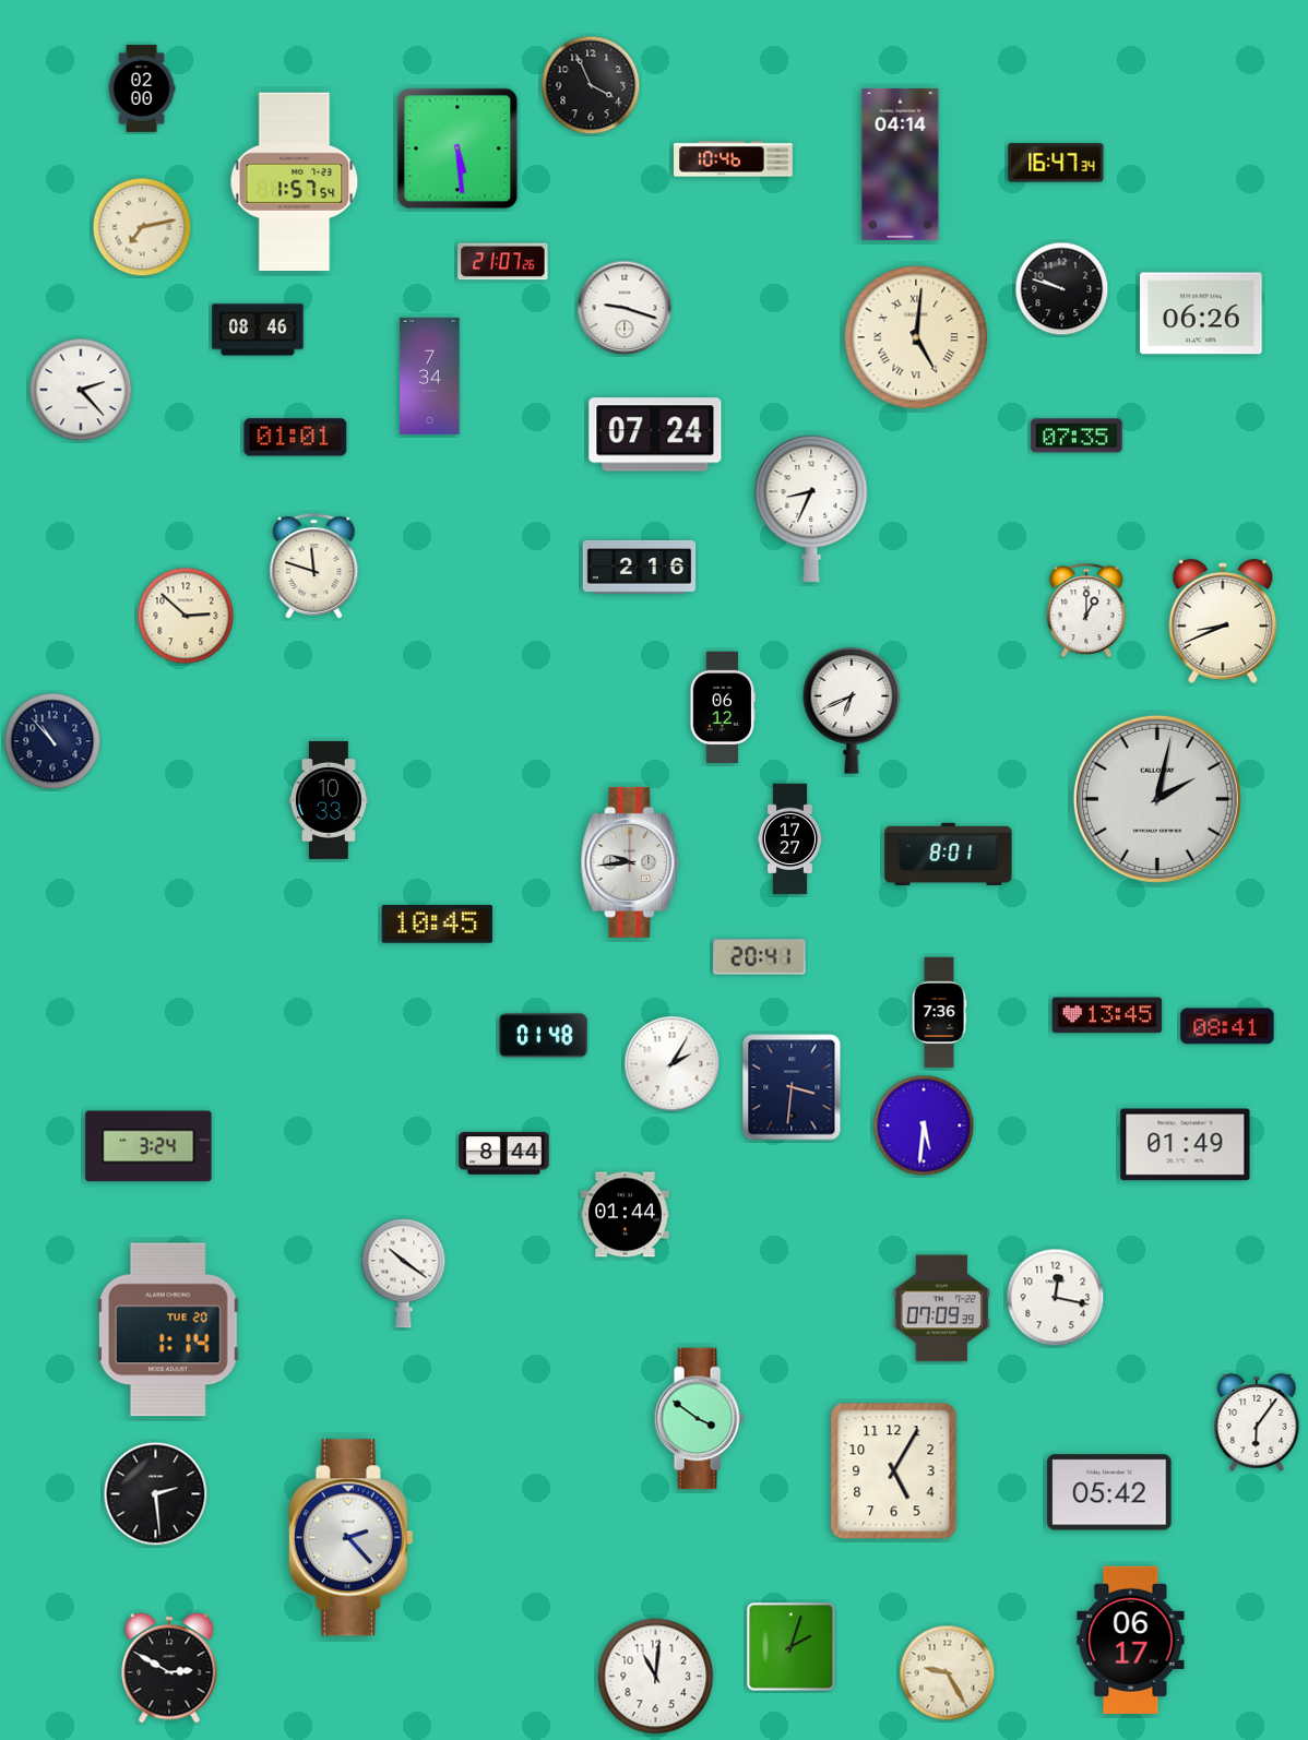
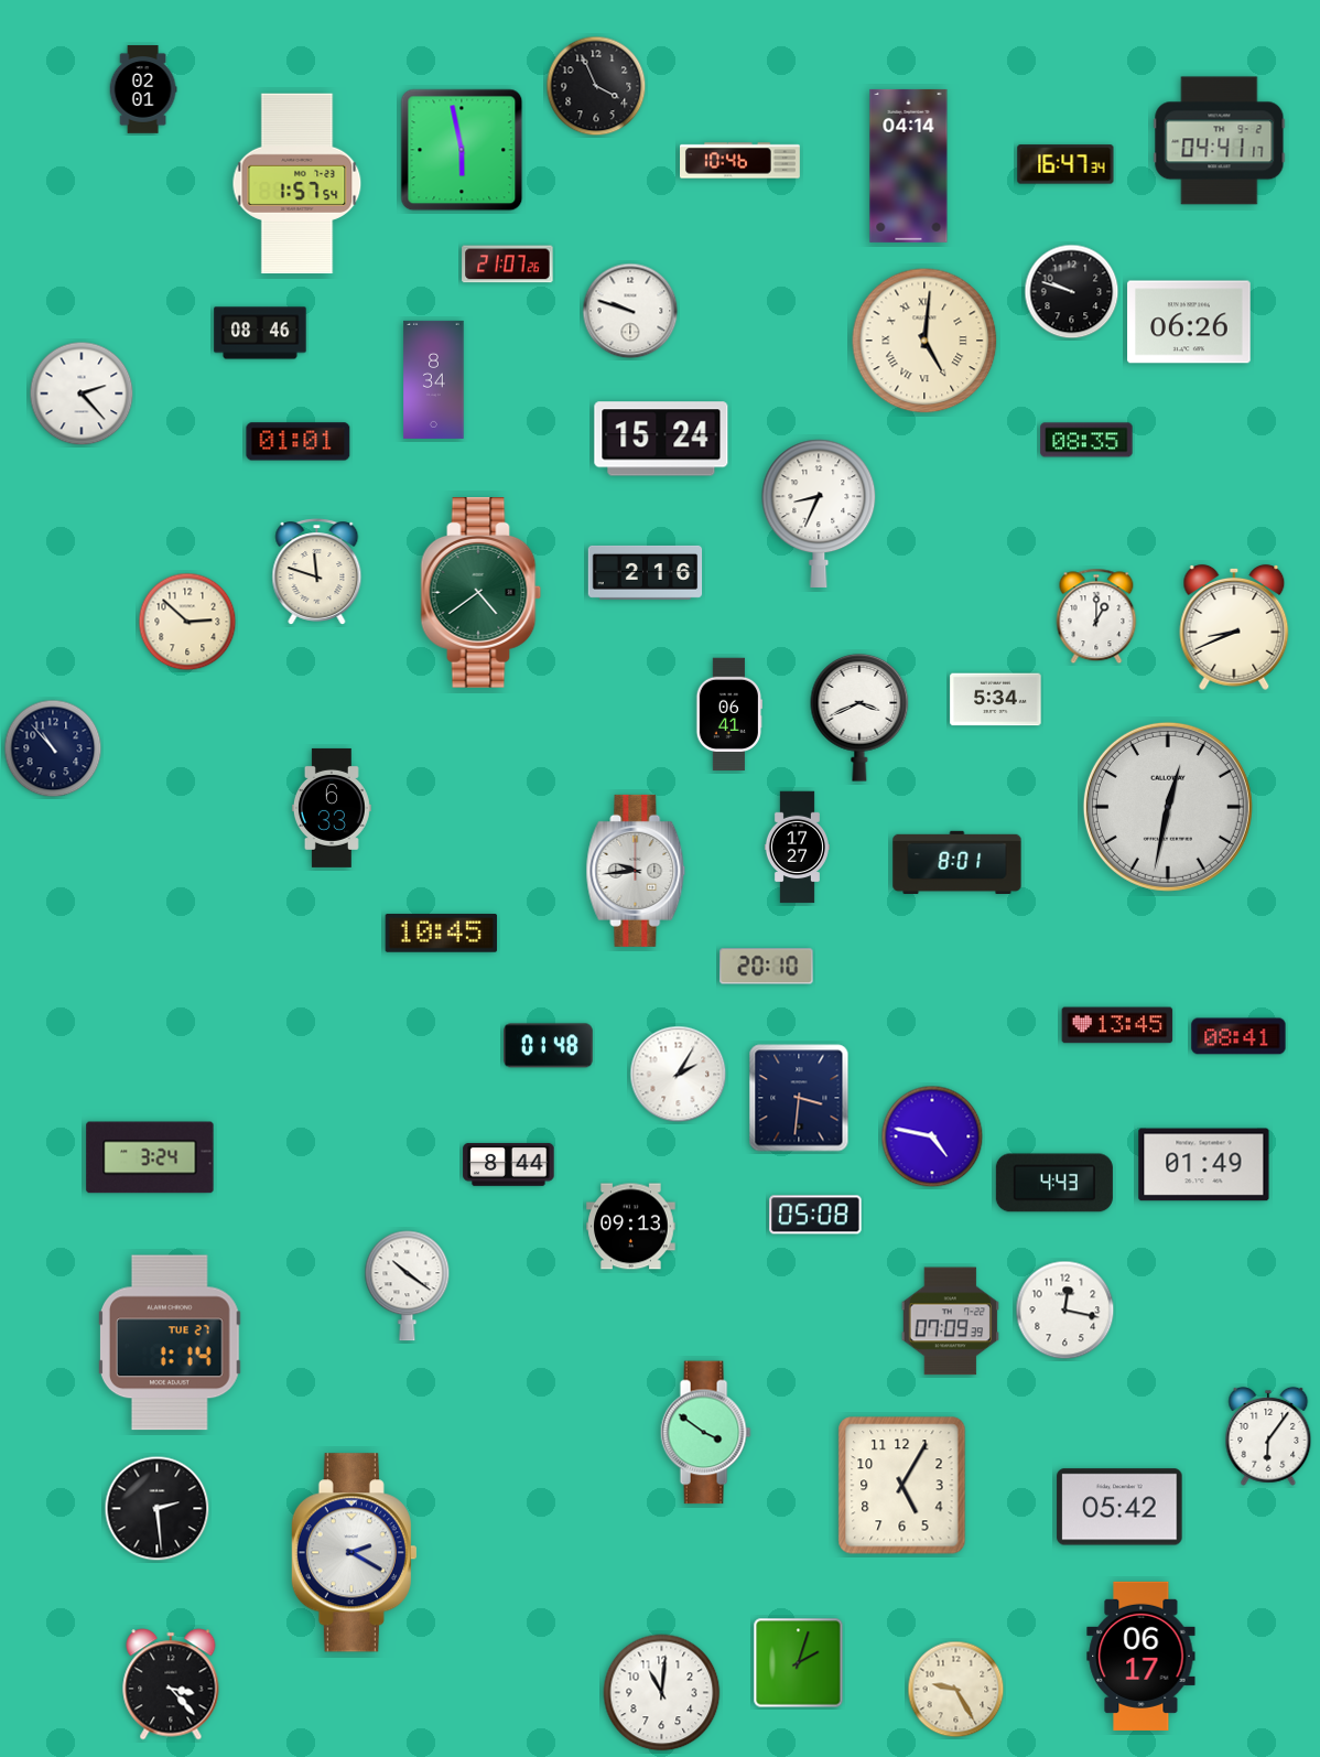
clock at (142, 88): 02:00 -> 02:01
clock at (1220, 141): none -> 04:41
clock at (457, 148): 5:29 -> 5:58
clock at (142, 227): 7:13 -> none
clock at (625, 308): 9:18 -> 9:48
clock at (1201, 313) position: (1201, 313) -> (1189, 322)
clock at (430, 376): 7:34 -> 8:34
clock at (655, 434): 07:24 -> 15:24
clock at (1077, 436): 07:35 -> 08:35
clock at (482, 593): none -> 4:39
clock at (996, 700): none -> 5:34
clock at (722, 707): 06:12 -> 06:41
clock at (852, 711): 6:41 -> 3:41
clock at (1157, 799): 2:02 -> 12:32
clock at (329, 800): 10:33 -> 6:33
clock at (760, 957): 20:41 -> 20:10
clock at (939, 1013): 7:36 -> none
clock at (924, 1125): 5:31 -> 4:47
clock at (1186, 1145) position: (1186, 1145) -> (1204, 1165)
clock at (1054, 1183): none -> 4:43
clock at (815, 1215): none -> 05:08
clock at (626, 1215): 01:44 -> 09:13
clock at (168, 1330) date: TUE 20 -> TUE 27
clock at (350, 1538): 2:23 -> 2:20
clock at (169, 1668): 2:50 -> 3:23
